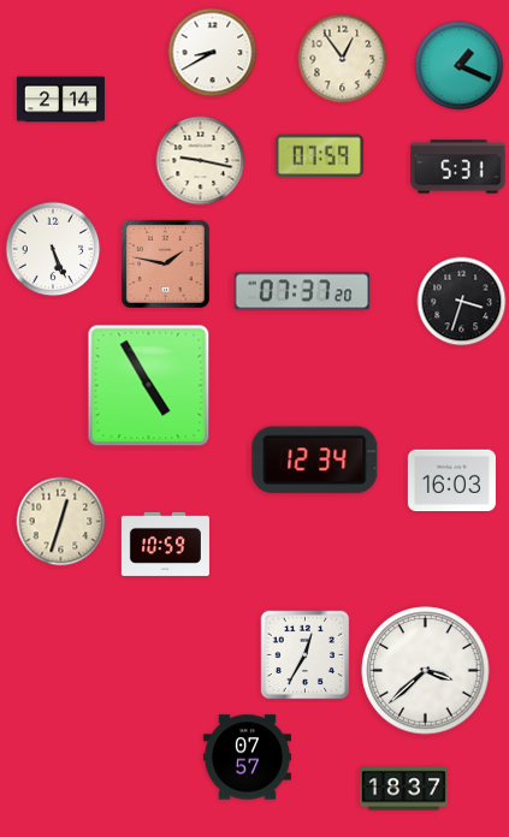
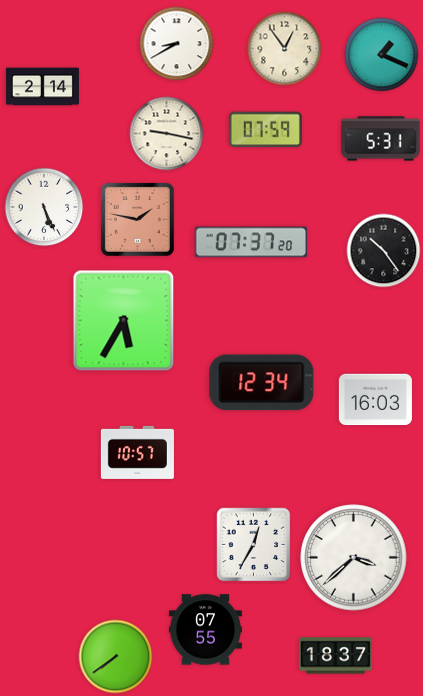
clock at (60, 100) position: (60, 100) -> (42, 87)
clock at (462, 302): 3:33 -> 10:24
clock at (149, 386): 4:55 -> 5:35
clock at (61, 522): 12:33 -> none
clock at (165, 544): 10:59 -> 10:57
clock at (247, 758): 07:57 -> 07:55
clock at (116, 657): none -> 7:39
